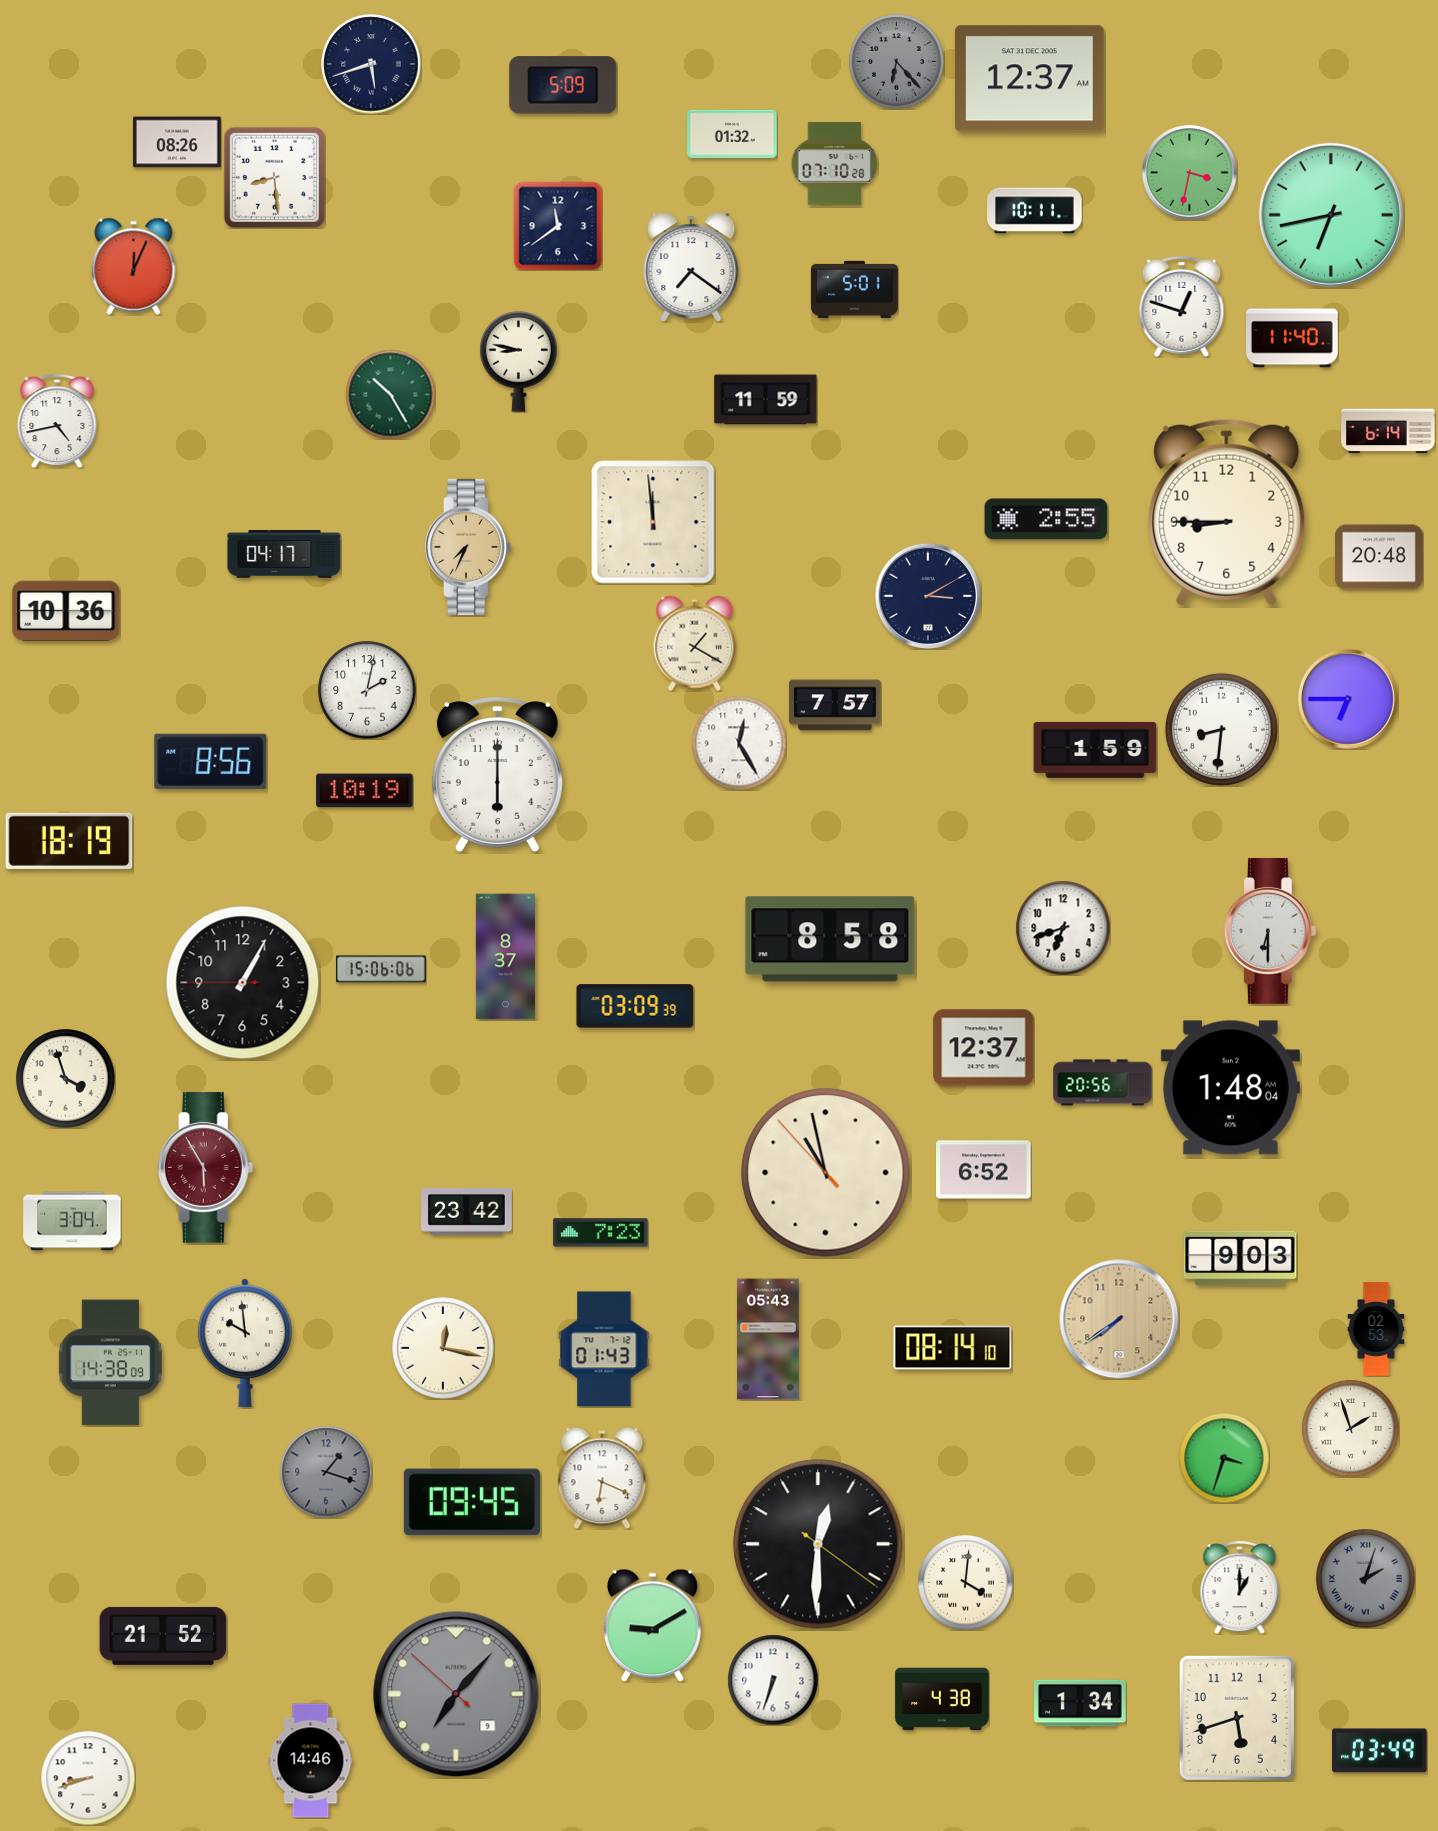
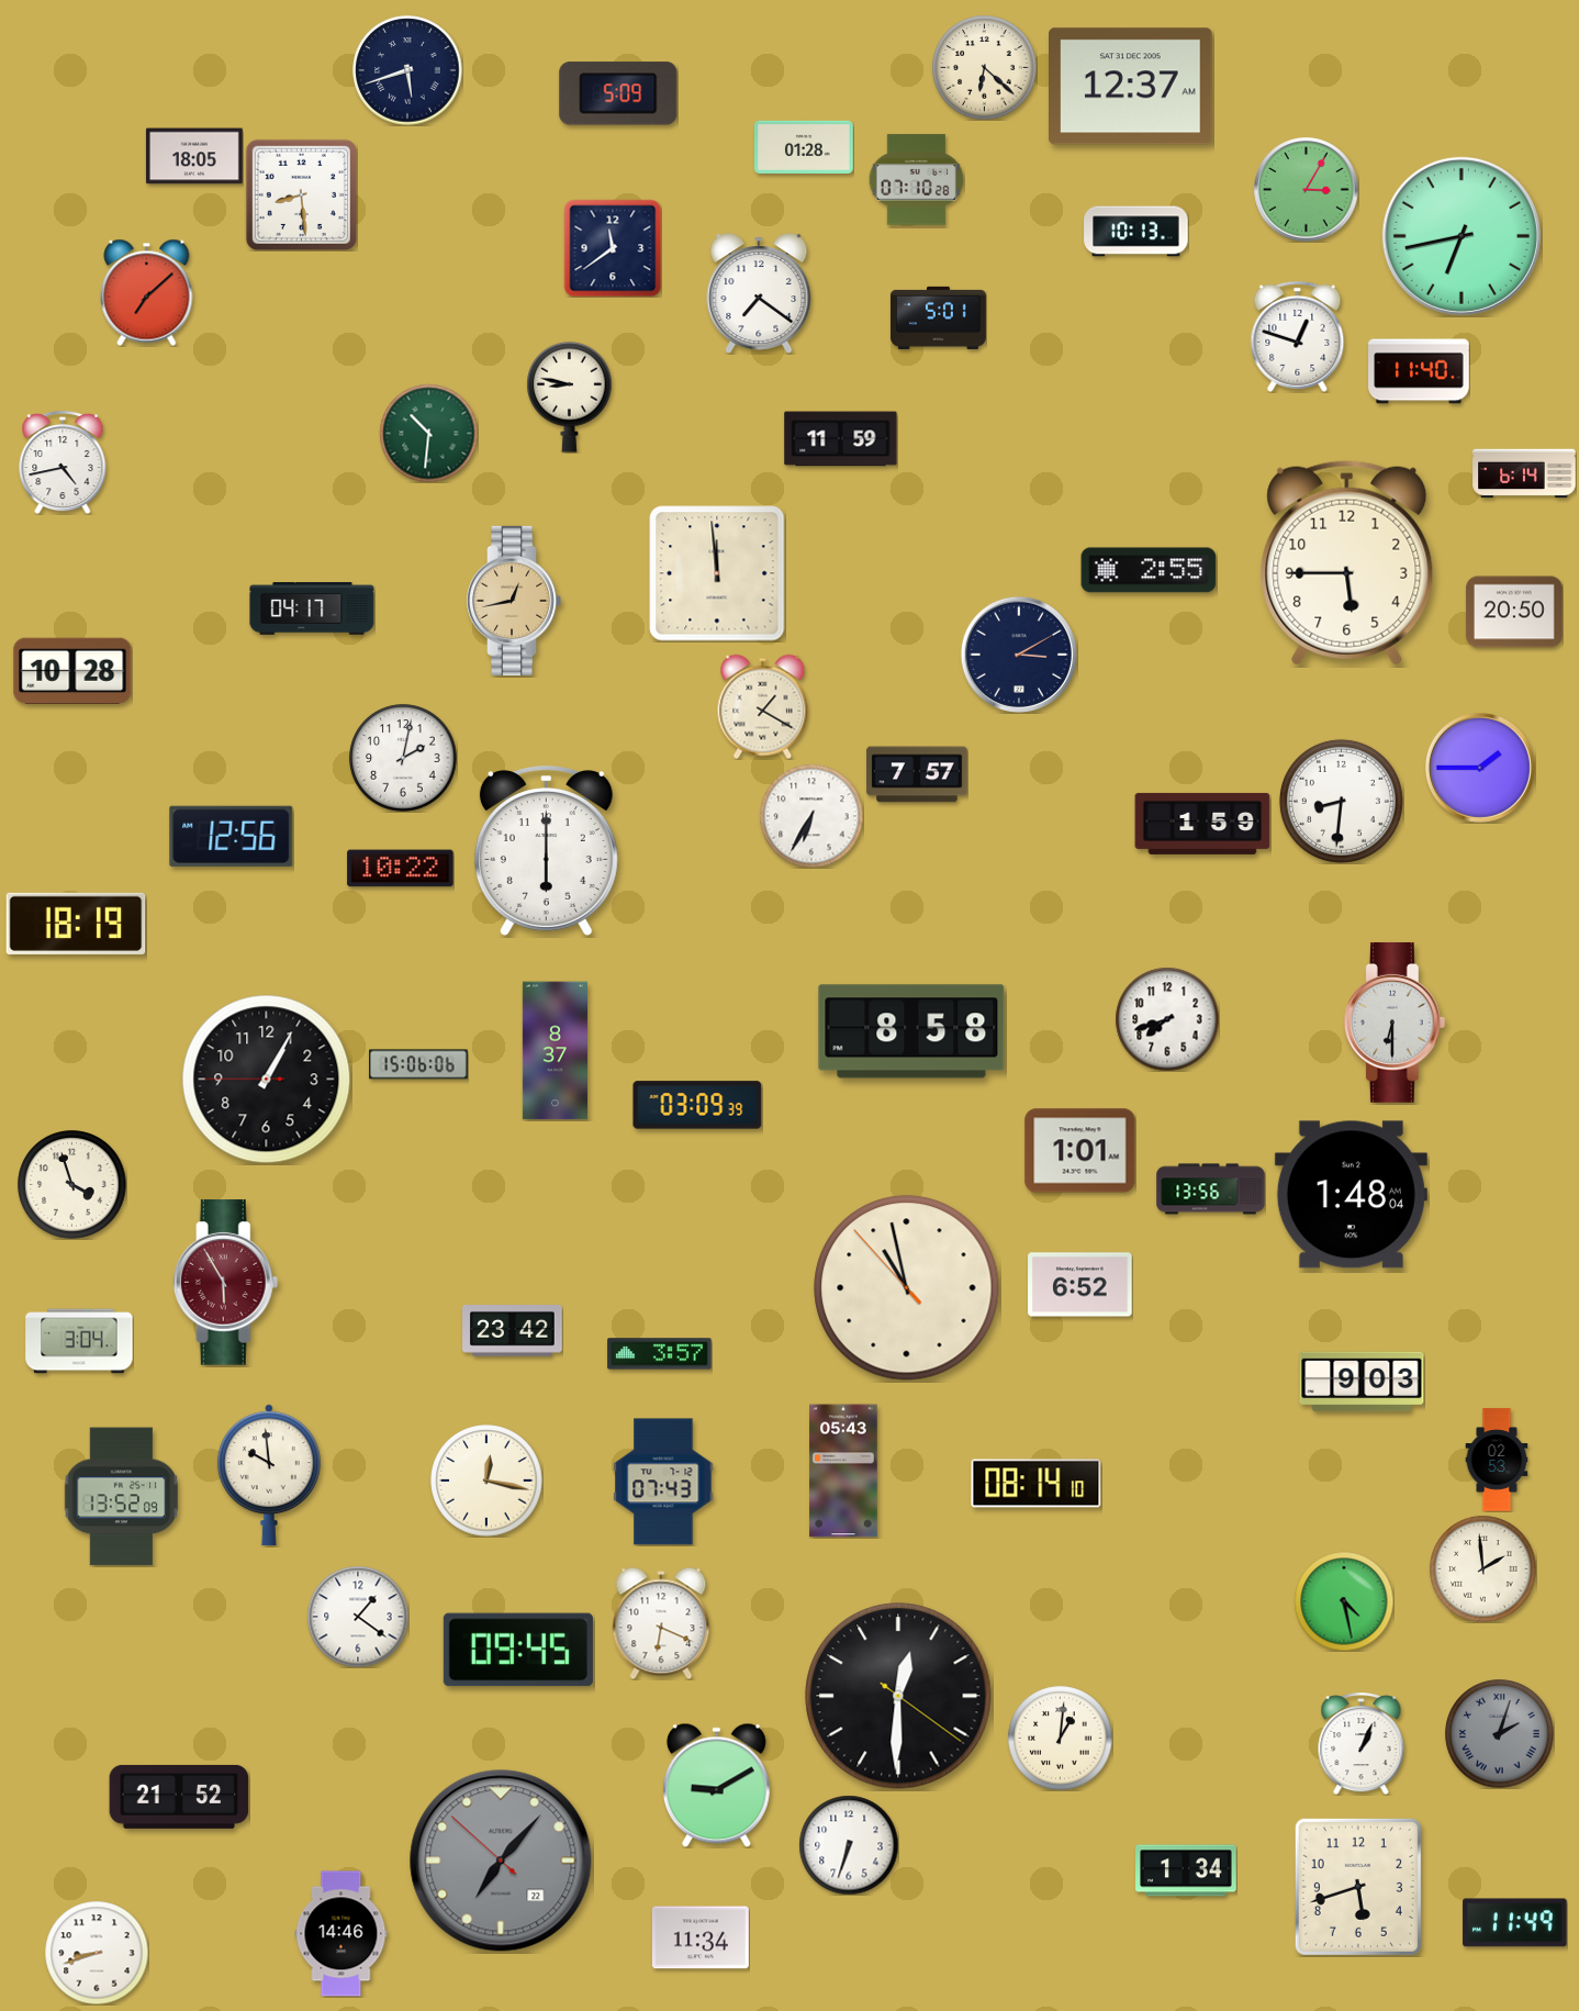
clock at (896, 61): 6:23 -> 6:22
clock at (896, 61) dial: grey -> cream
clock at (733, 134): 01:32 -> 01:28
clock at (177, 142): 08:26 -> 18:05
clock at (1190, 173): 3:32 -> 3:05
clock at (1035, 211): 10:11 -> 10:13
clock at (134, 266): 12:04 -> 7:08
clock at (390, 394): 10:25 -> 10:31
clock at (1227, 512): 8:45 -> 5:45
clock at (468, 547): 7:34 -> 12:43
clock at (1379, 557): 20:48 -> 20:50
clock at (66, 610): 10:36 -> 10:28
clock at (1348, 699): 6:45 -> 1:45
clock at (739, 743): 12:25 -> 6:35
clock at (211, 761): 8:56 -> 12:56
clock at (365, 791): 10:19 -> 10:22
clock at (1063, 928): 6:42 -> 7:42
clock at (984, 1048): 12:37 -> 1:01
clock at (1103, 1083): 20:56 -> 13:56
clock at (601, 1233): 7:23 -> 3:57
clock at (1119, 1319): 7:39 -> none
clock at (1376, 1329) position: (1376, 1329) -> (1497, 1460)
clock at (953, 1348) position: (953, 1348) -> (1037, 1484)
clock at (604, 1349): 01:43 -> 07:43
clock at (110, 1363): 14:38 -> 13:52
clock at (1351, 1429): 1:57 -> 1:59
clock at (1224, 1458): 3:33 -> 4:28
clock at (326, 1472): 1:18 -> 1:21
clock at (326, 1472) dial: grey -> white
clock at (965, 1582): 4:01 -> 1:01
clock at (1240, 1587): 1:00 -> 1:04
clock at (456, 1694) date: 9 -> 22
clock at (942, 1699): 4:38 -> none
clock at (1380, 1751): 03:49 -> 11:49
clock at (701, 1937): none -> 11:34
